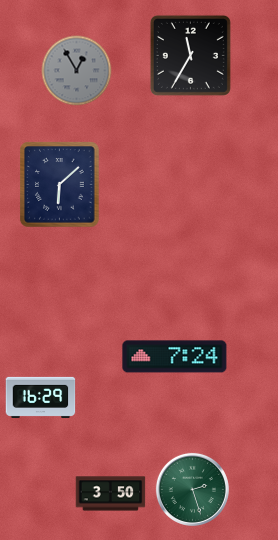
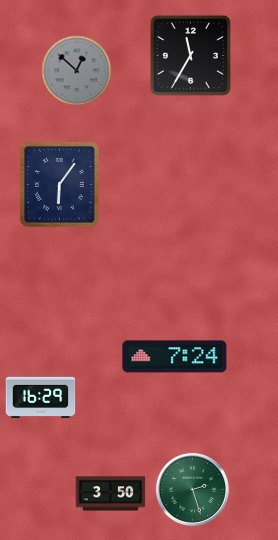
clock at (77, 71): 12:55 -> 12:52
clock at (60, 185): 6:08 -> 6:06
